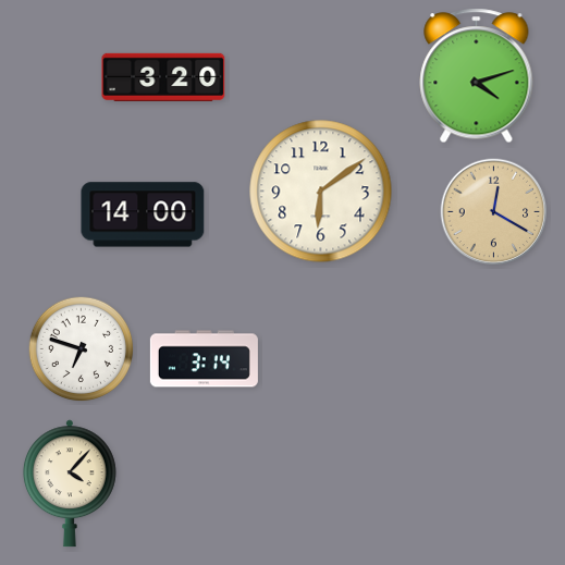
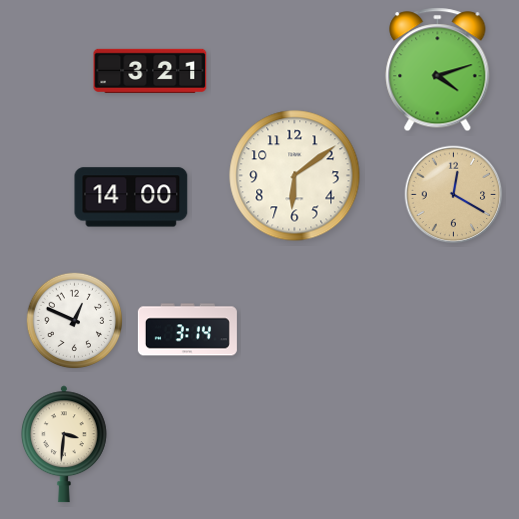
clock at (163, 77): 3:20 -> 3:21
clock at (82, 349): 6:48 -> 12:49
clock at (70, 483): 4:07 -> 3:31
